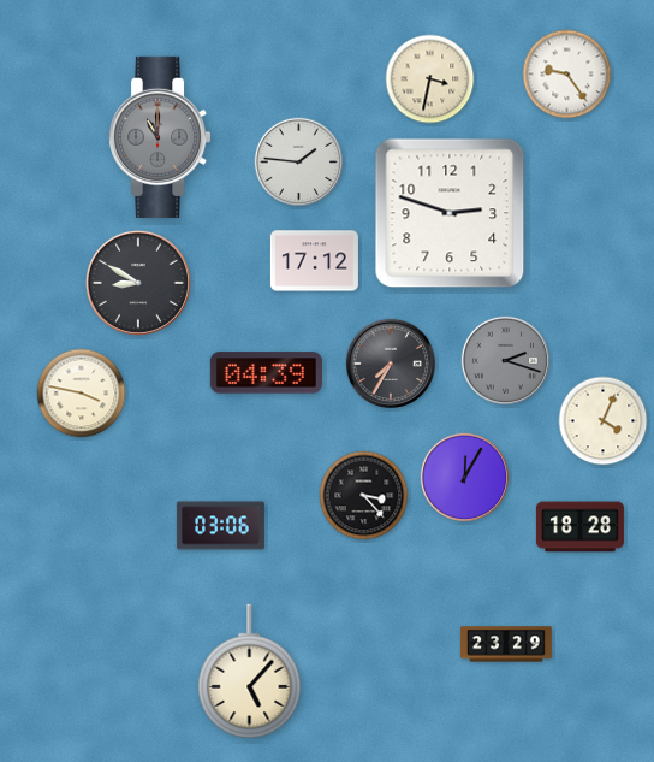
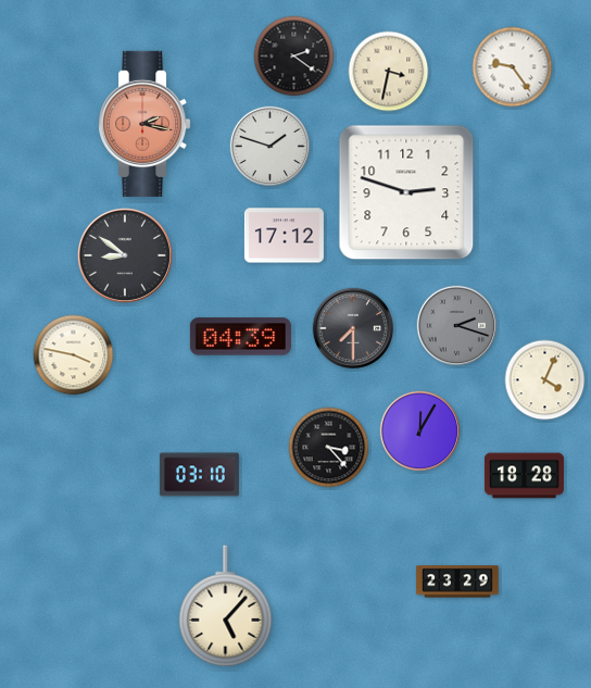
clock at (294, 57): none -> 2:21
clock at (161, 137): 11:00 -> 2:17
clock at (161, 137) dial: grey -> salmon
clock at (298, 161): 1:46 -> 1:48
clock at (138, 283): 8:50 -> 8:51
clock at (390, 362): 7:35 -> 7:30
clock at (220, 526): 03:06 -> 03:10
